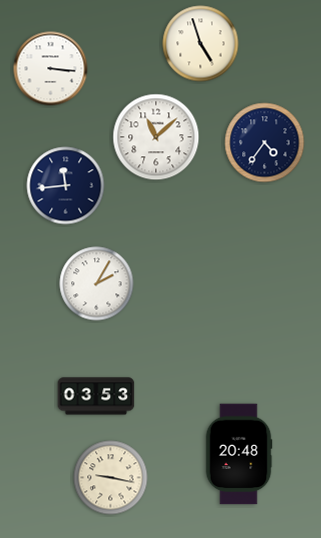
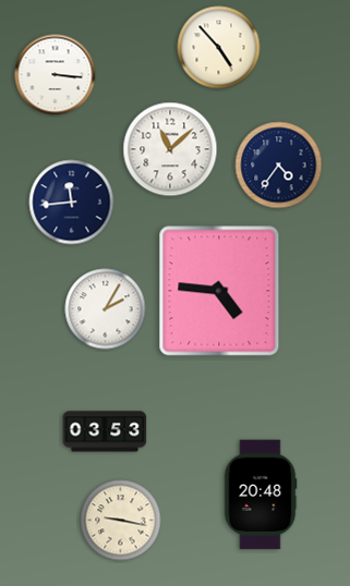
clock at (201, 44): 4:57 -> 4:53
clock at (265, 143) position: (265, 143) -> (279, 166)
clock at (219, 291): none -> 4:46
